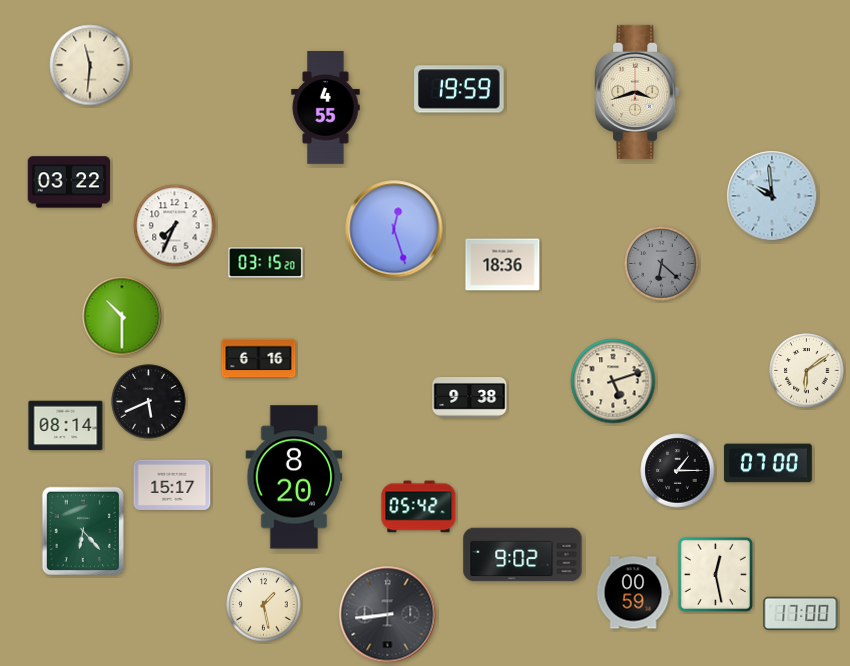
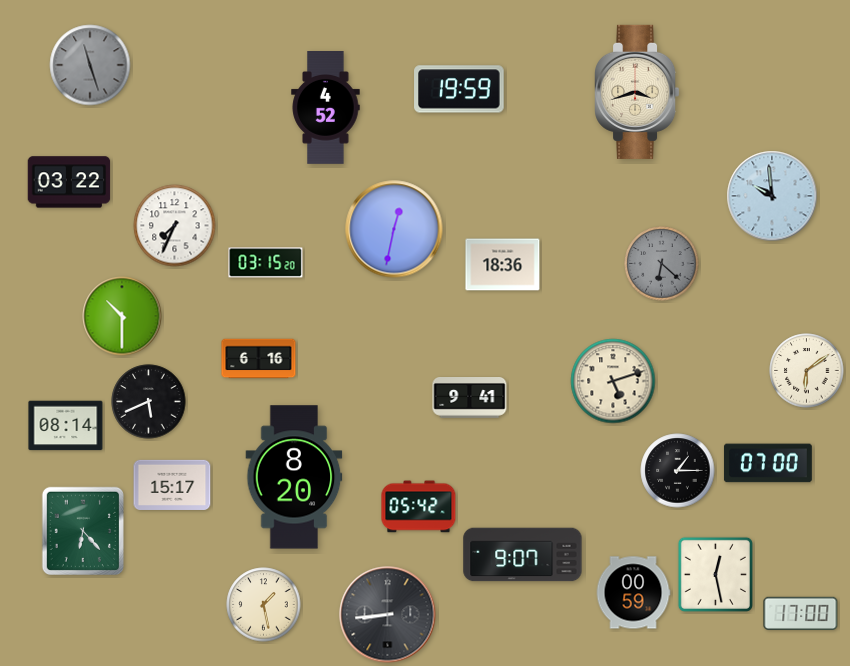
clock at (90, 65): 11:31 -> 11:27
clock at (90, 65) dial: cream -> grey
clock at (326, 108): 4:55 -> 4:52
clock at (394, 229): 12:27 -> 12:32
clock at (470, 398): 9:38 -> 9:41
clock at (523, 555): 9:02 -> 9:07
